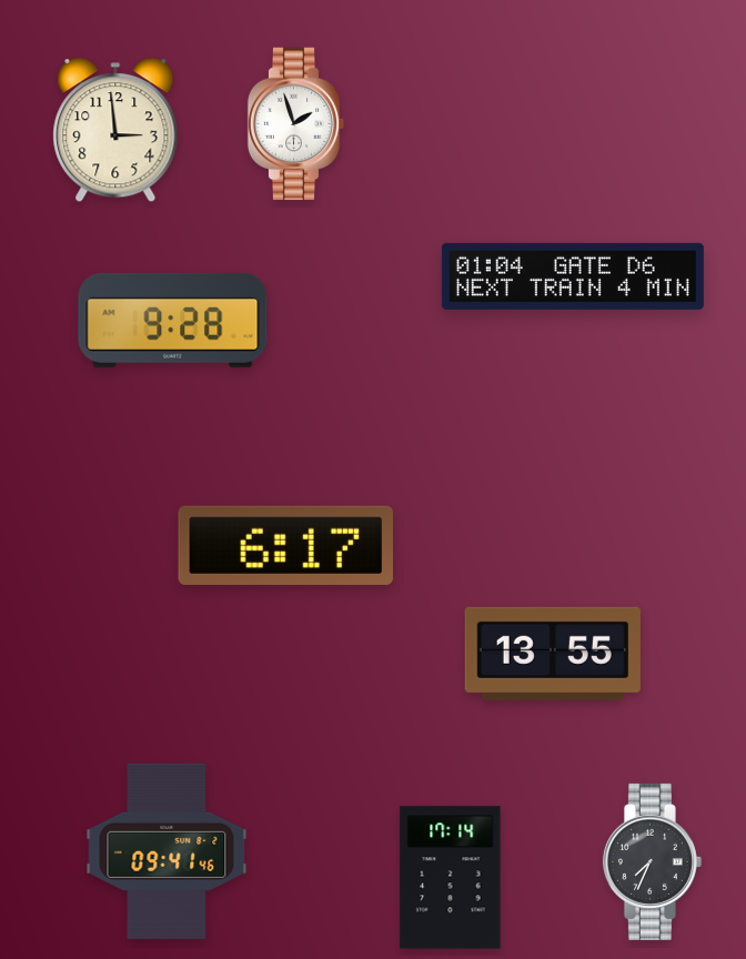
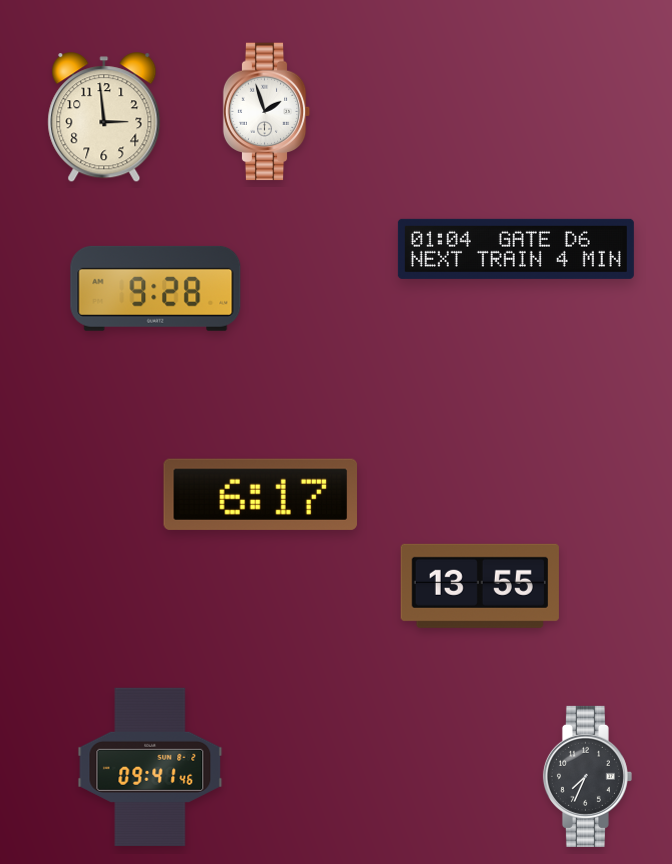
clock at (285, 545) position: (285, 545) -> (260, 494)
clock at (553, 654) position: (553, 654) -> (480, 586)
clock at (451, 878): 17:14 -> none
